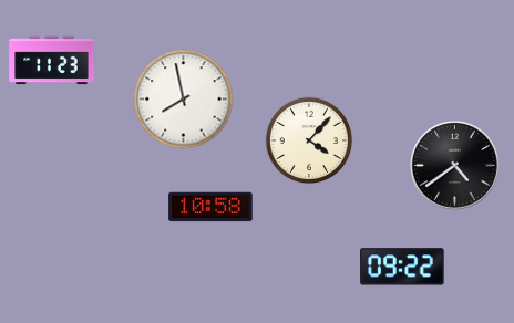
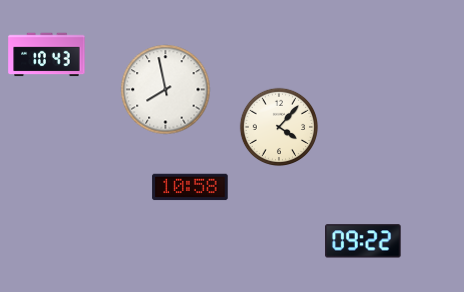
clock at (52, 61): 11:23 -> 10:43
clock at (455, 166): 4:39 -> none
